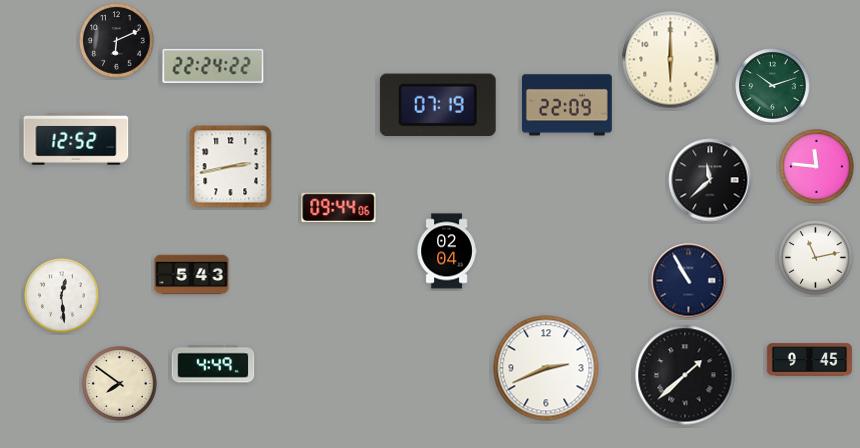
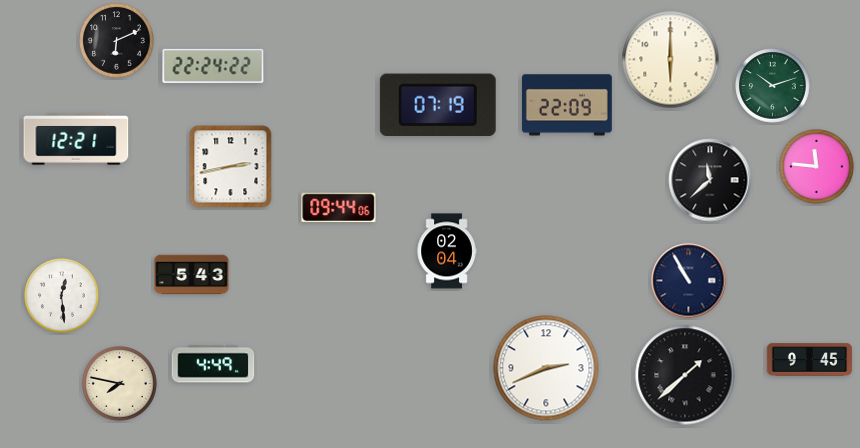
clock at (76, 139): 12:52 -> 12:21
clock at (816, 258): 11:13 -> none
clock at (120, 384): 7:51 -> 7:47
